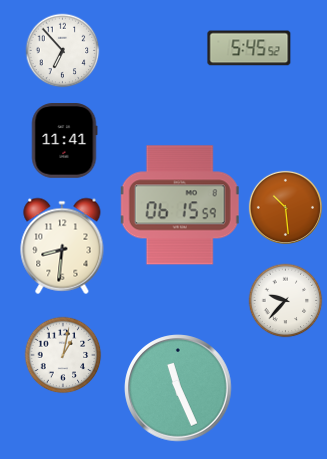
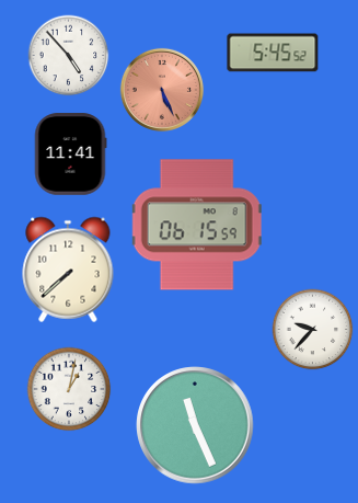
clock at (63, 51): 6:53 -> 4:53
clock at (162, 90): none -> 5:26
clock at (285, 207): 10:29 -> none
clock at (62, 246): 8:31 -> 7:38
